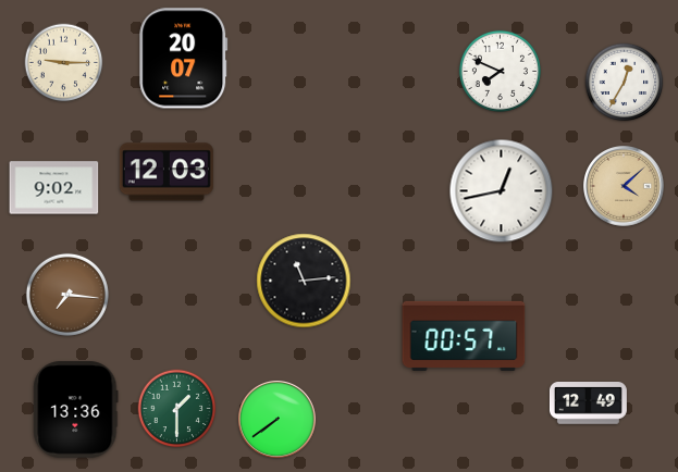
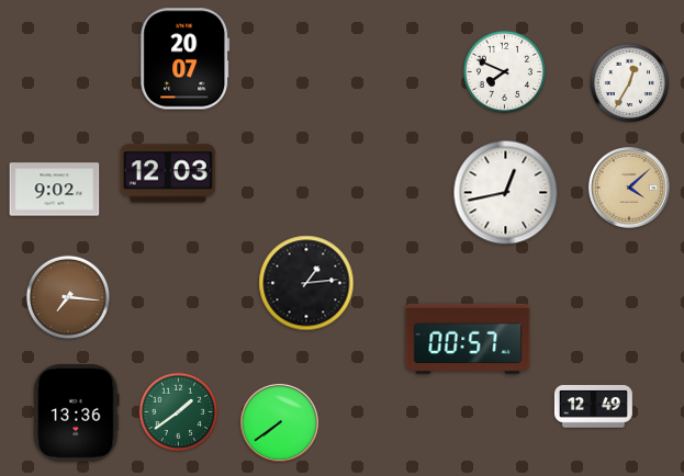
clock at (64, 63): 9:15 -> none
clock at (304, 281): 11:14 -> 1:14
clock at (177, 409): 1:30 -> 1:39
